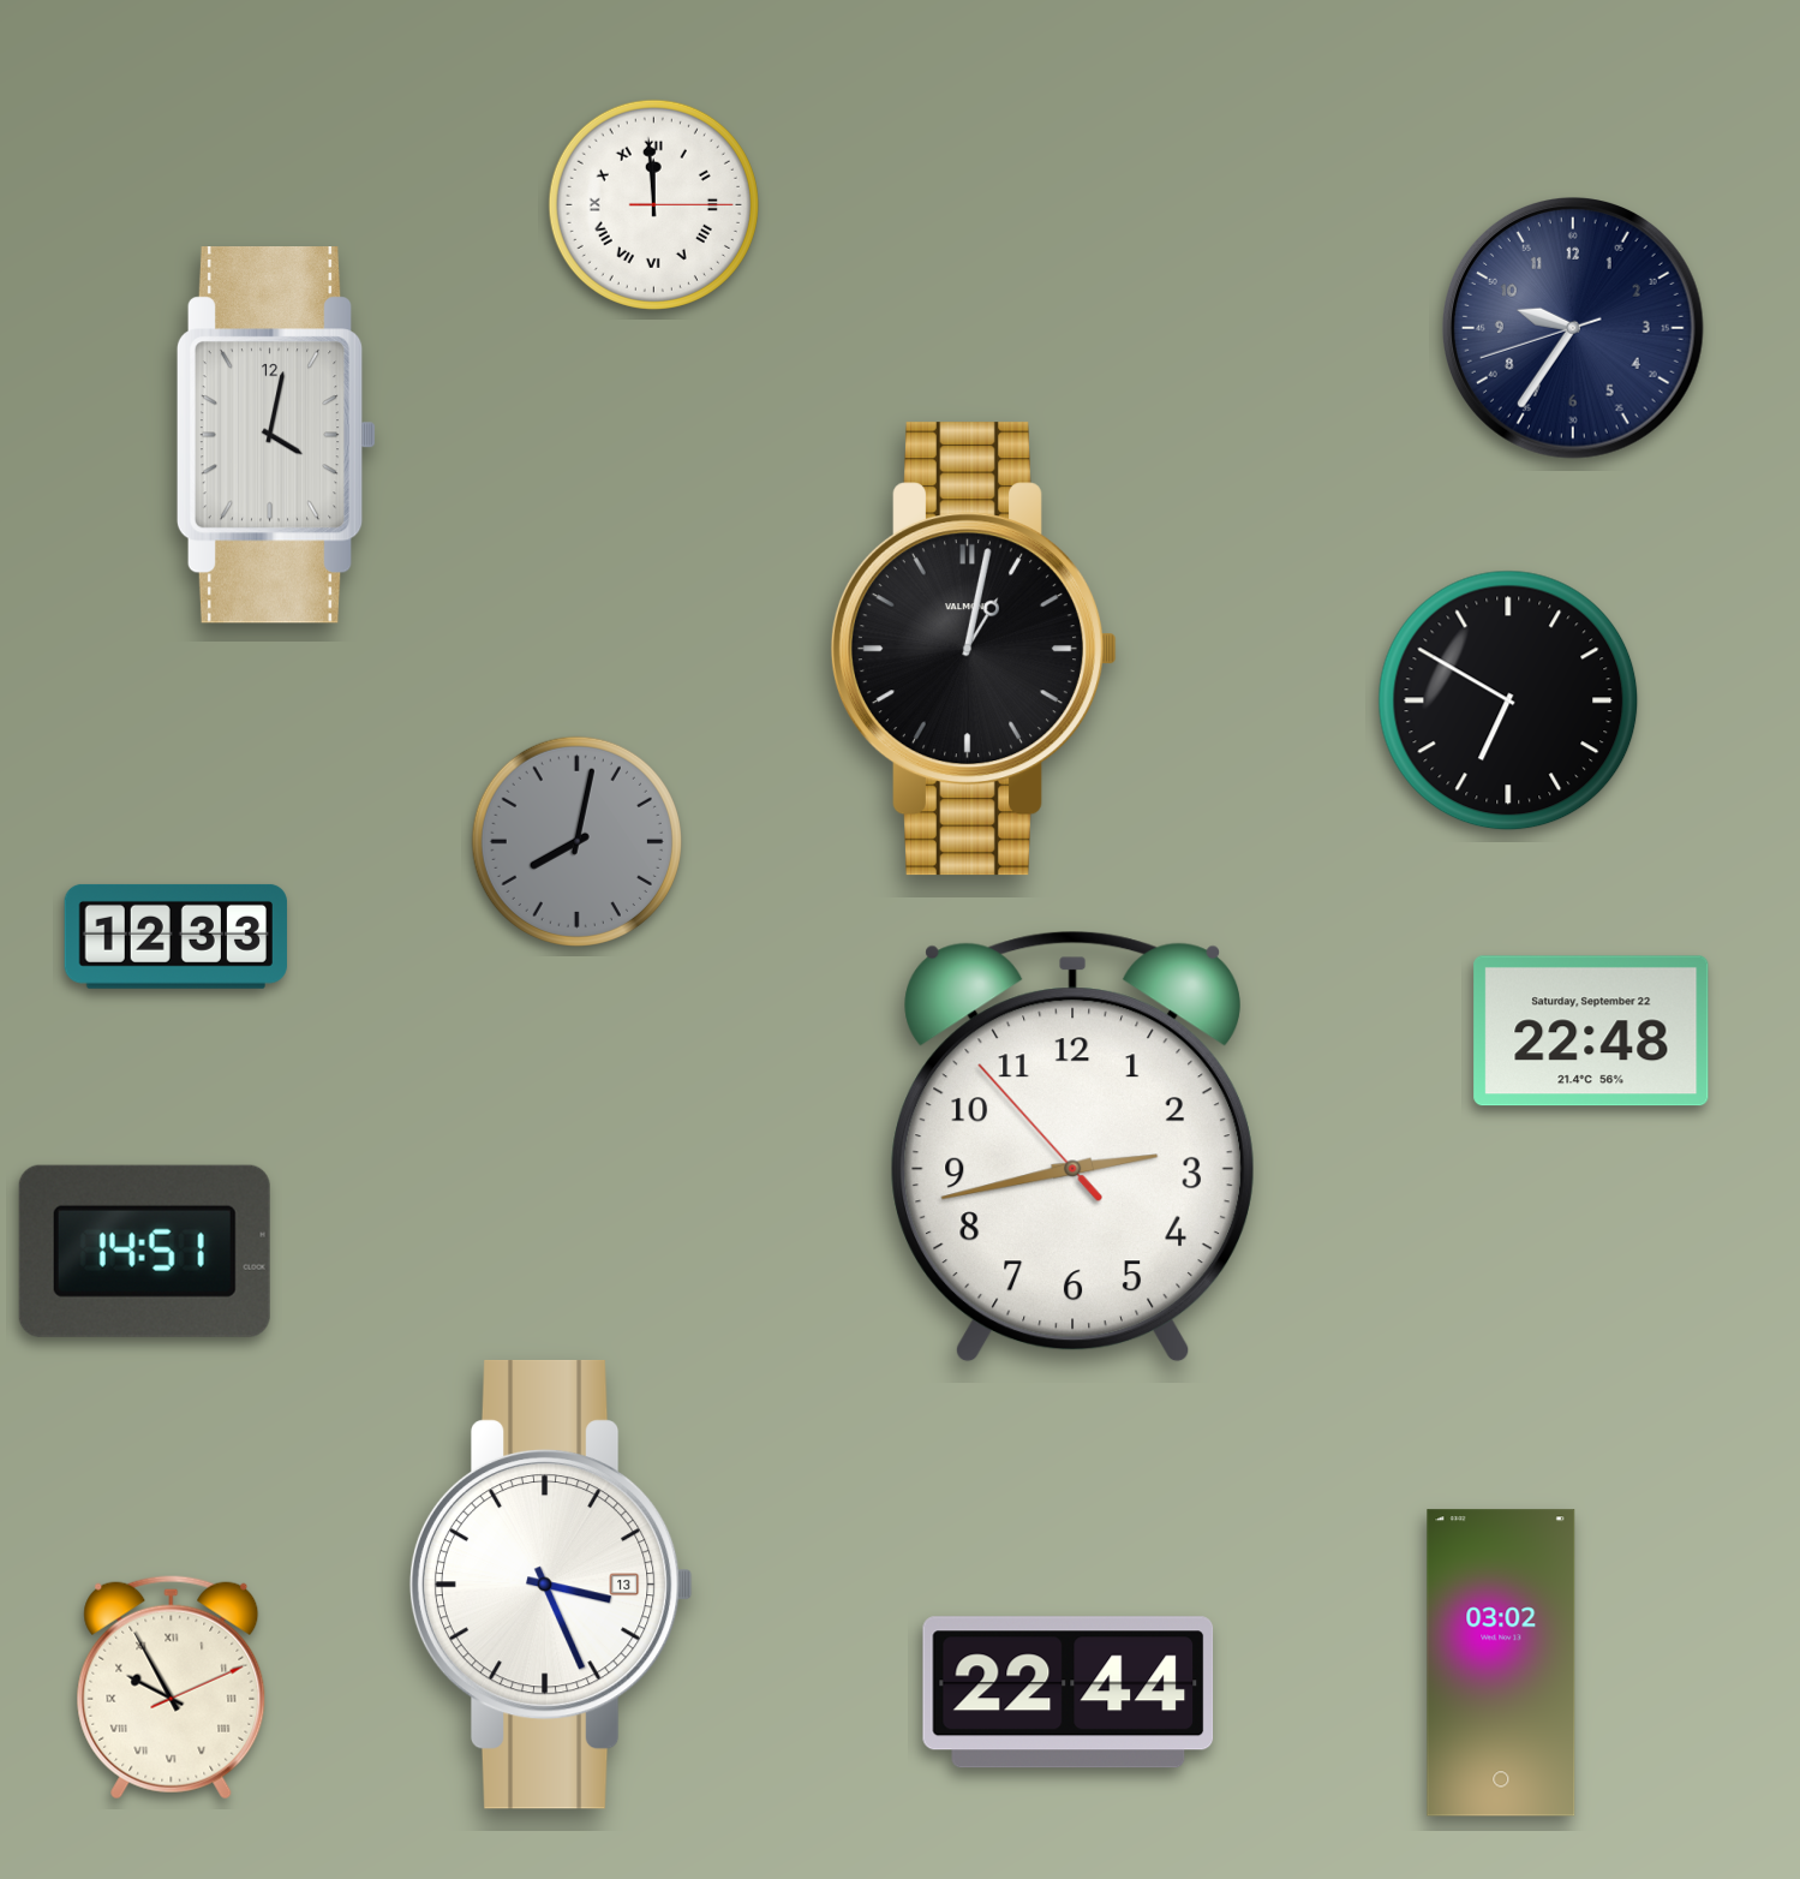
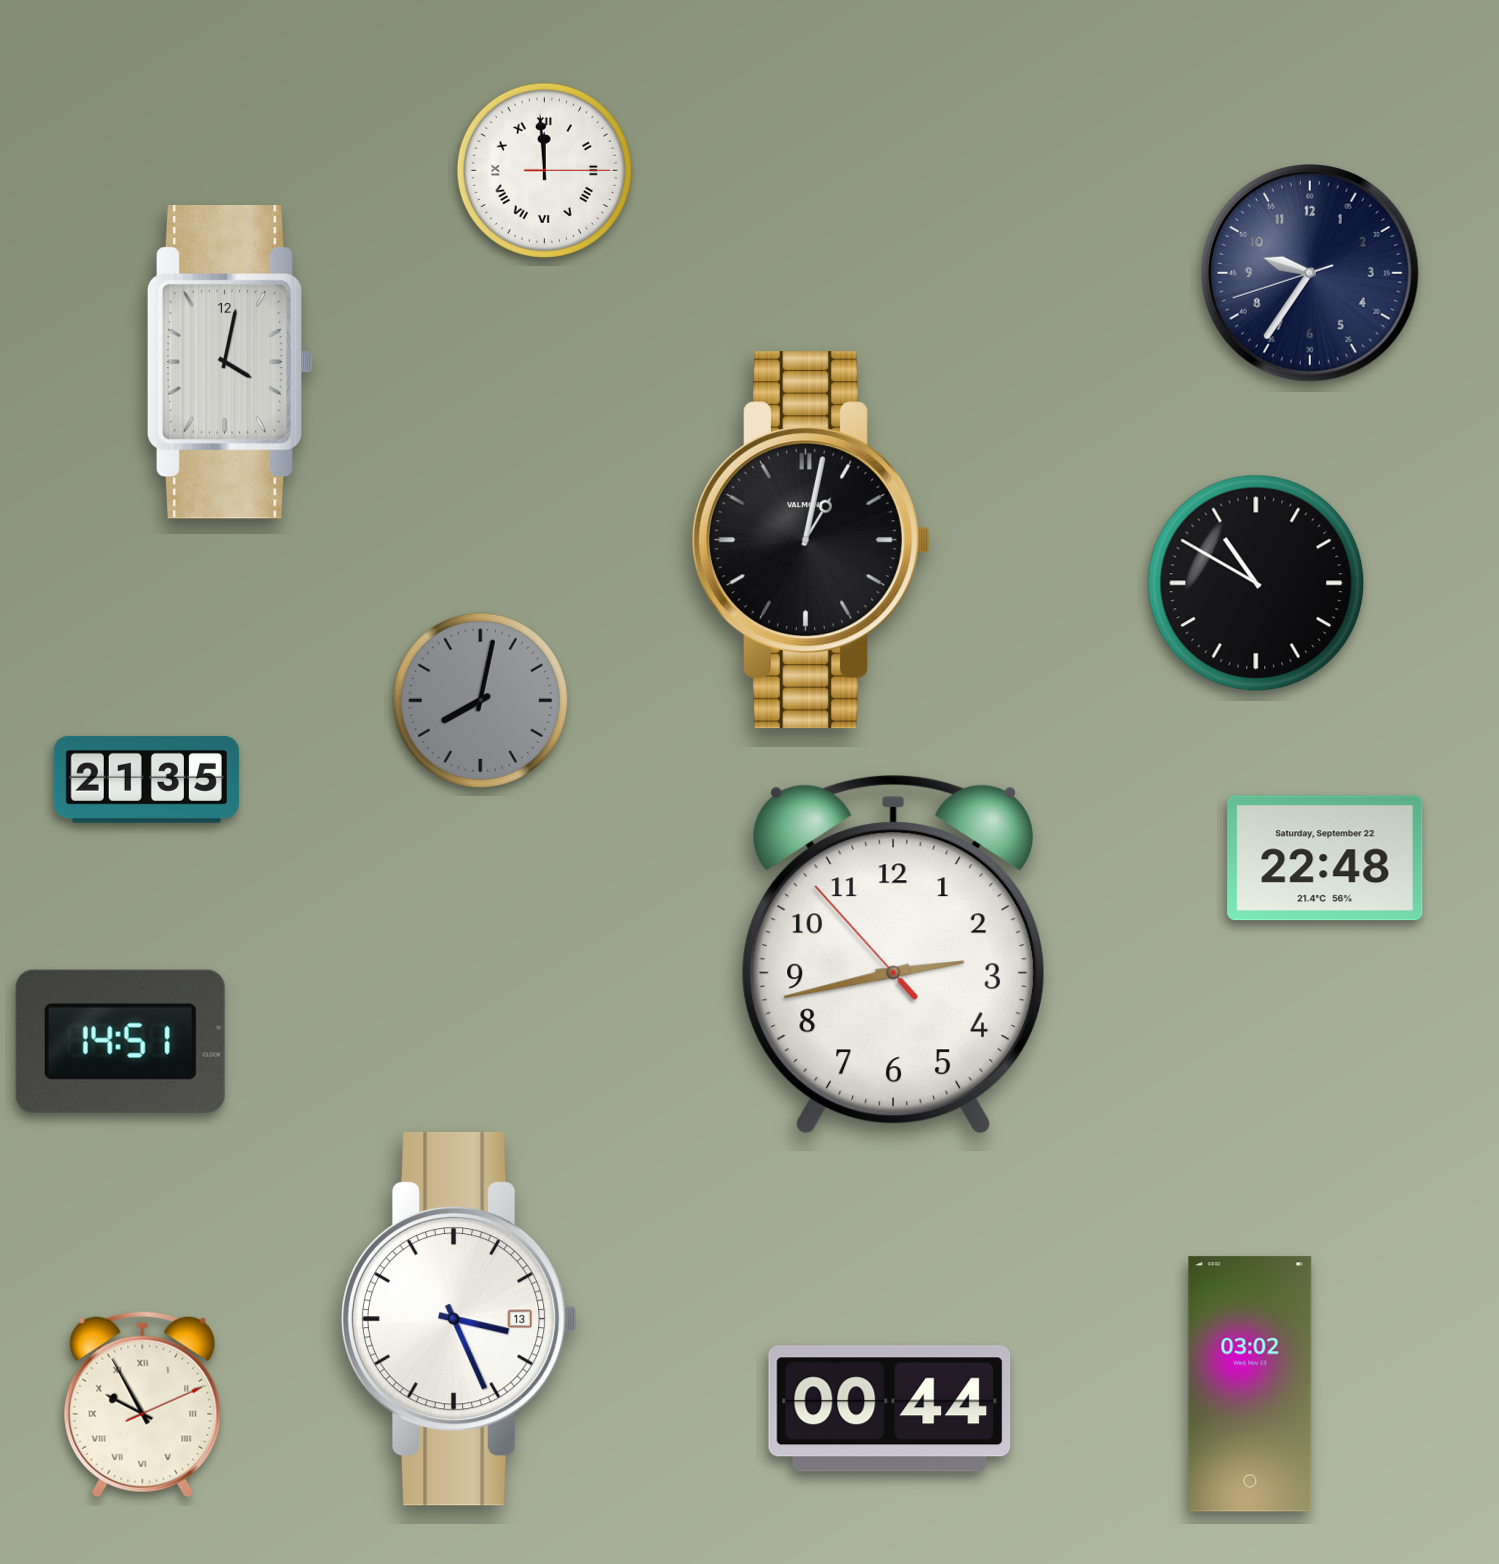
clock at (1508, 700): 6:50 -> 10:50
clock at (175, 936): 12:33 -> 21:35
clock at (1069, 1693): 22:44 -> 00:44
